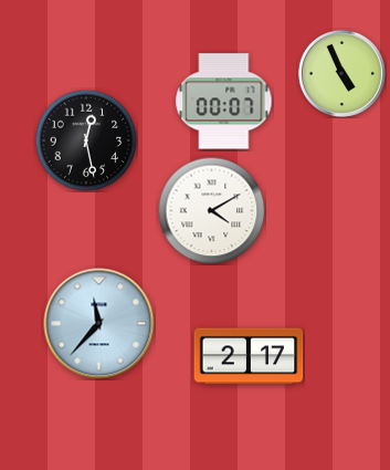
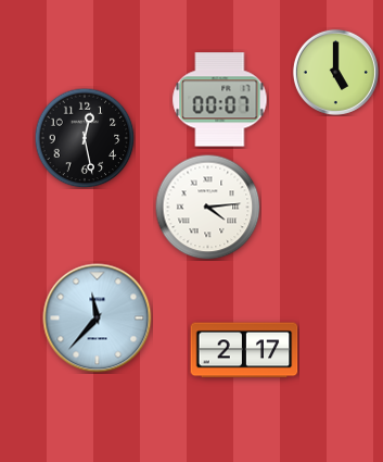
clock at (341, 73): 4:56 -> 5:00
clock at (211, 210): 4:10 -> 4:14
